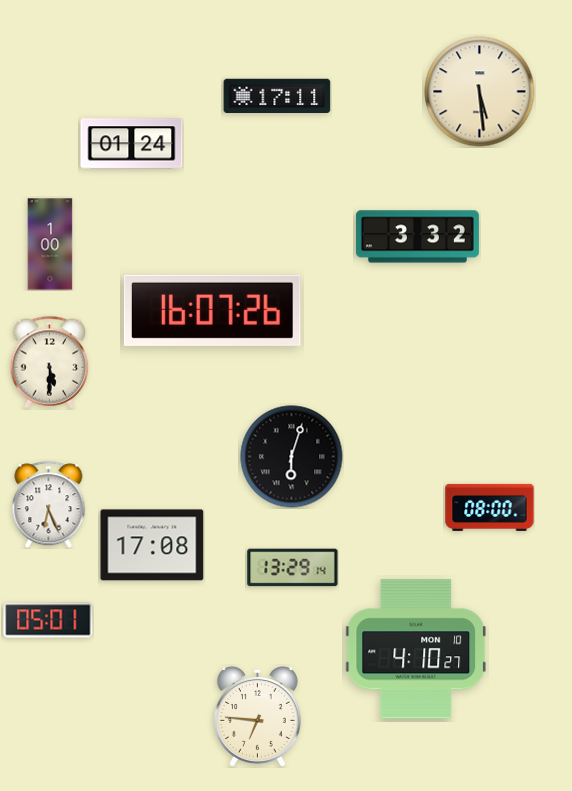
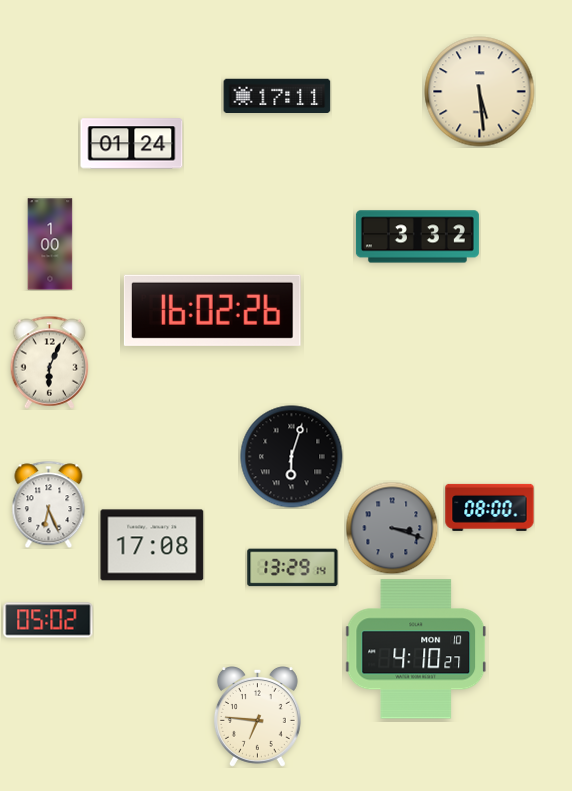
clock at (212, 310): 16:07 -> 16:02
clock at (50, 362): 5:30 -> 6:04
clock at (392, 528): none -> 3:18
clock at (48, 620): 05:01 -> 05:02
